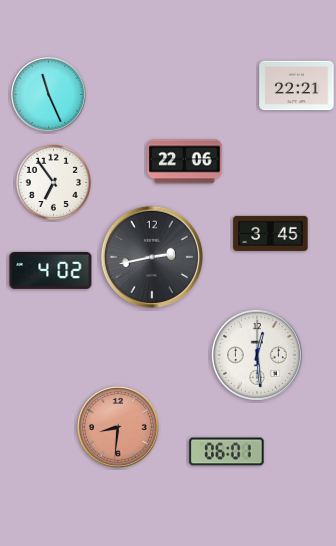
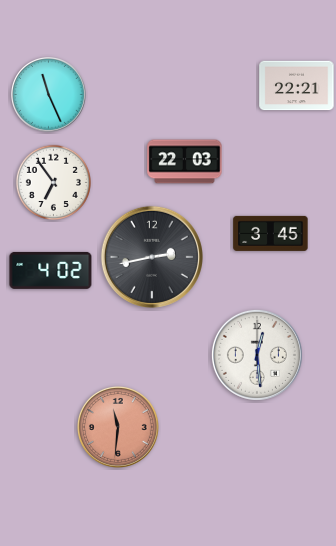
clock at (185, 162): 22:06 -> 22:03
clock at (118, 427): 8:31 -> 11:31
clock at (227, 452): 06:01 -> none
